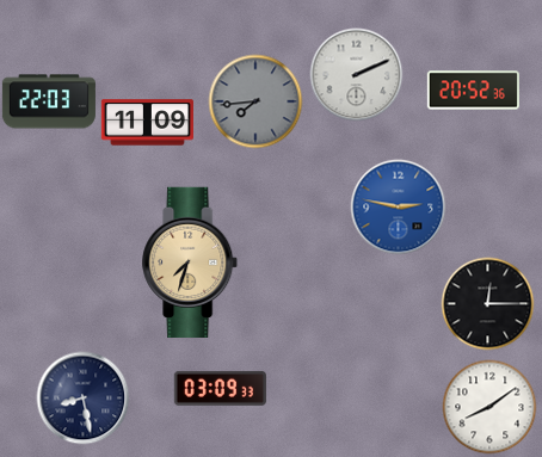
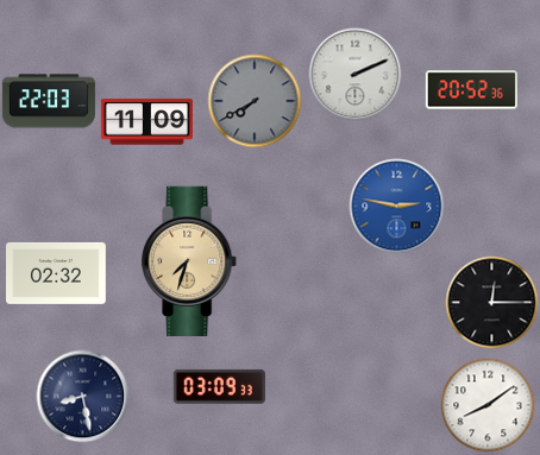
clock at (255, 101): 7:44 -> 7:40
clock at (57, 273): none -> 02:32
clock at (487, 303) position: (487, 303) -> (491, 302)
